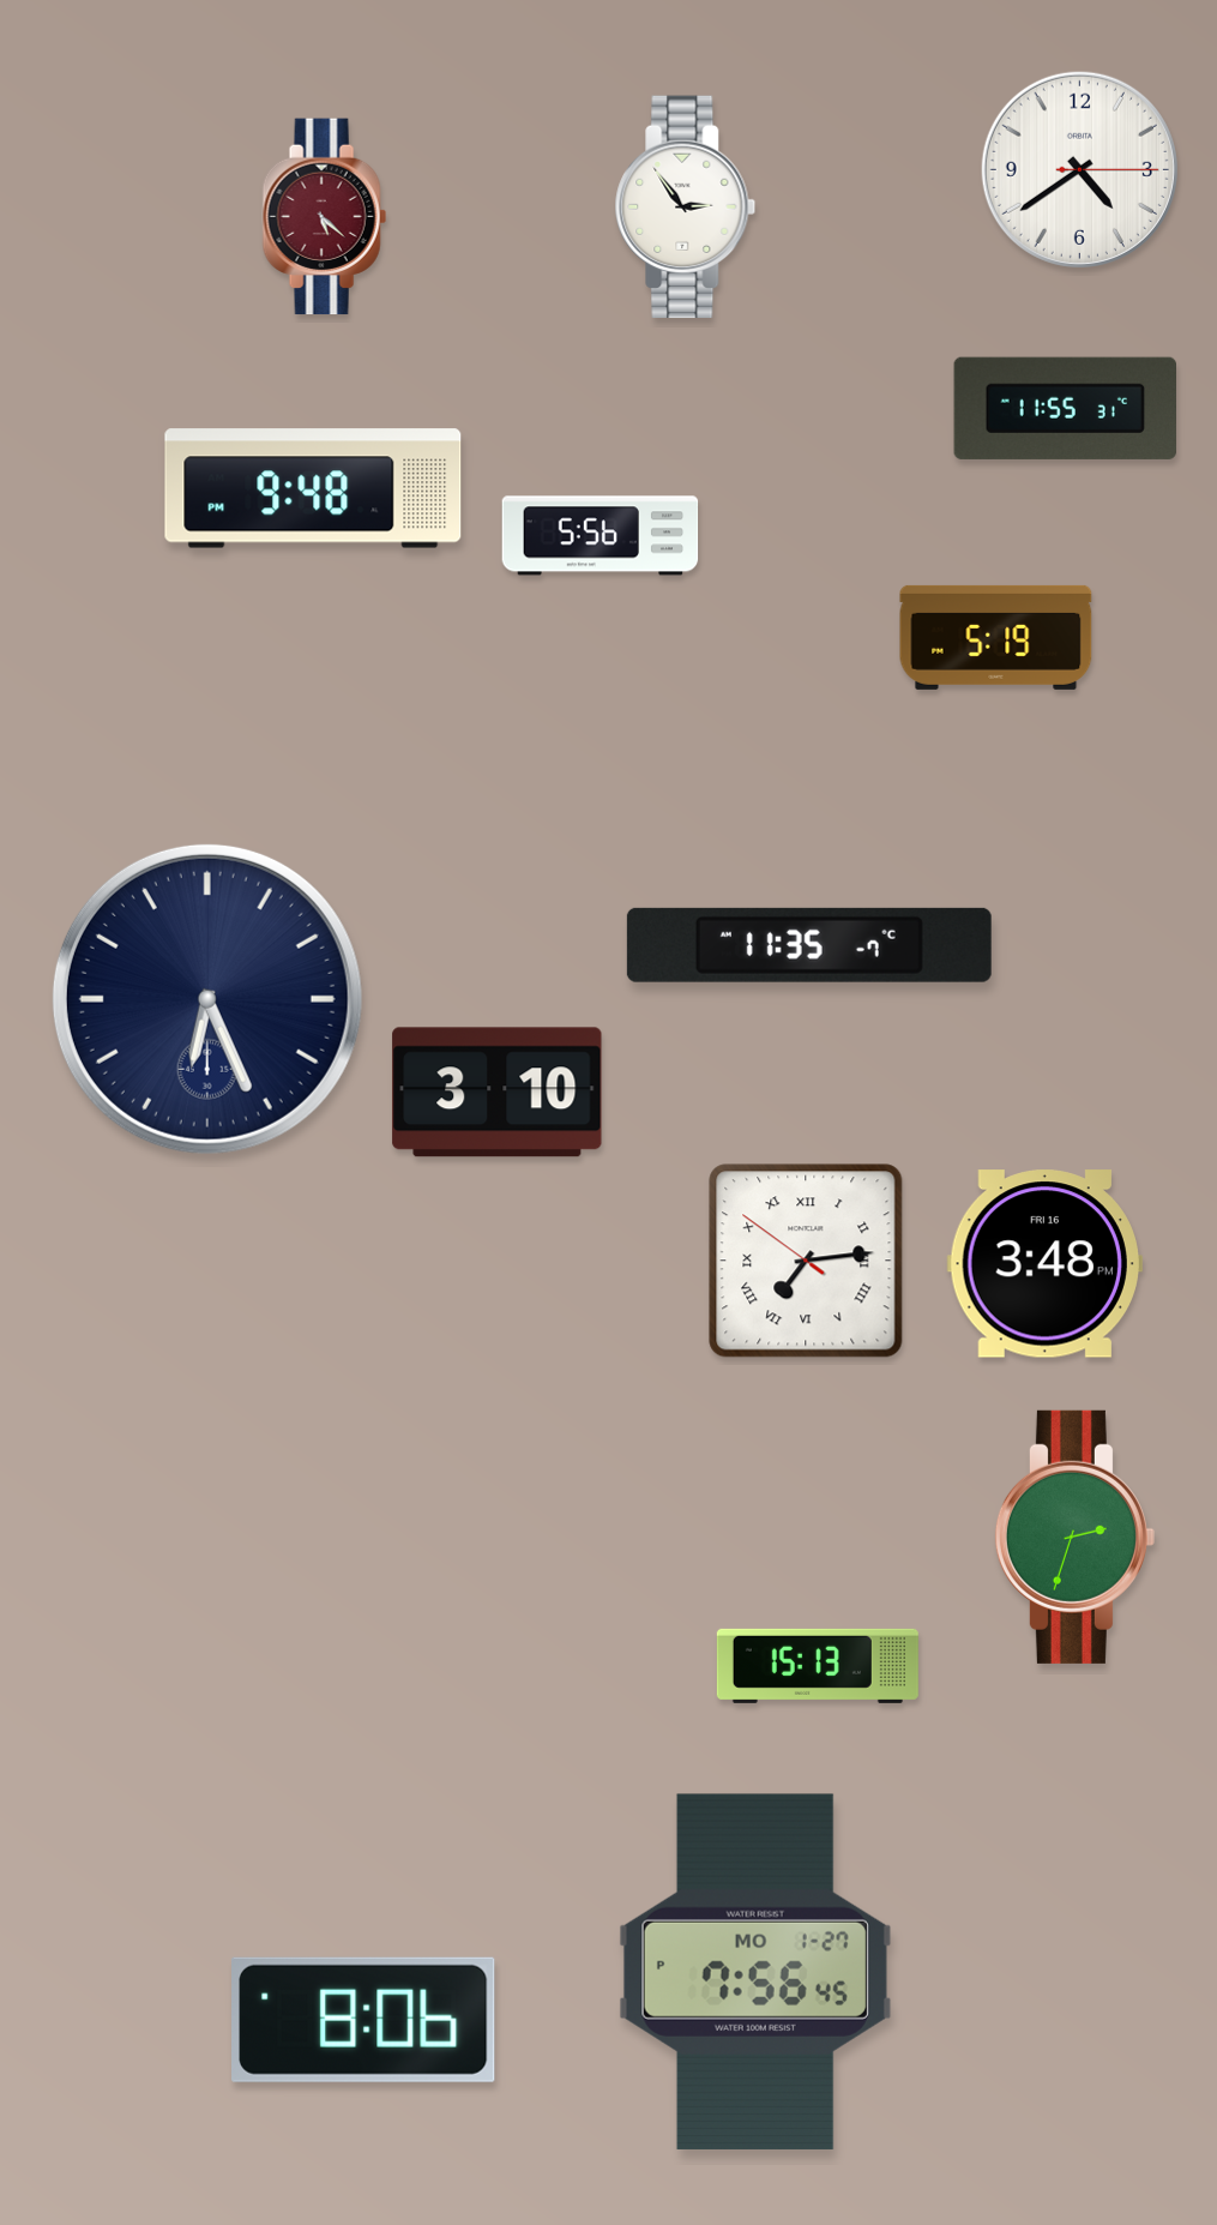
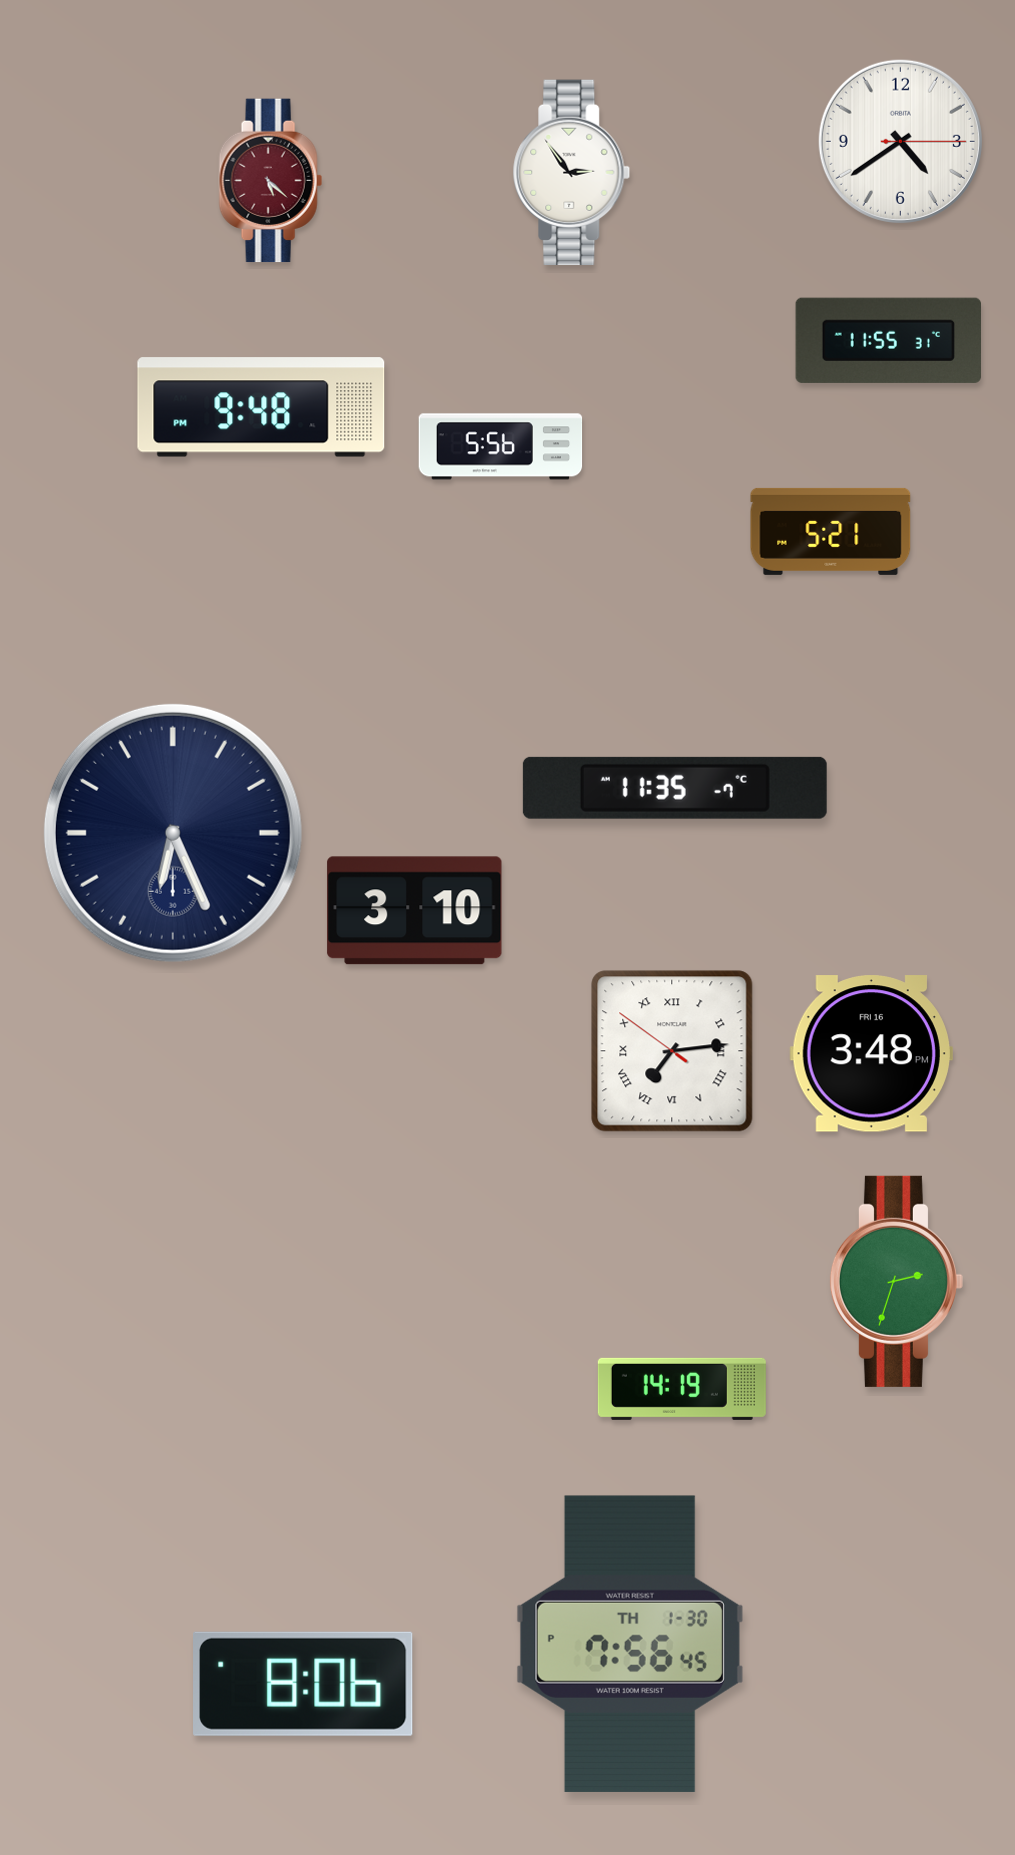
clock at (996, 637): 5:19 -> 5:21
clock at (818, 1666): 15:13 -> 14:19
clock at (755, 1972) date: MO 1-27 -> TH 1-30
